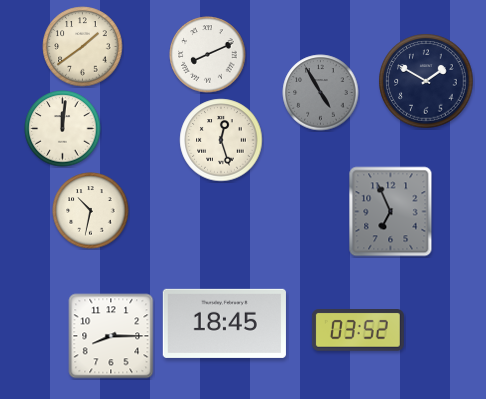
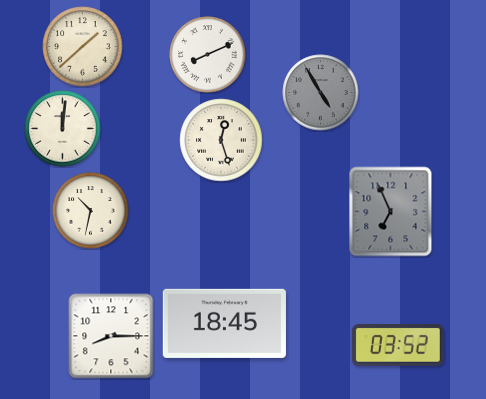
clock at (83, 47): 1:39 -> 1:38
clock at (426, 81): 1:50 -> none
clock at (358, 331) position: (358, 331) -> (398, 346)
